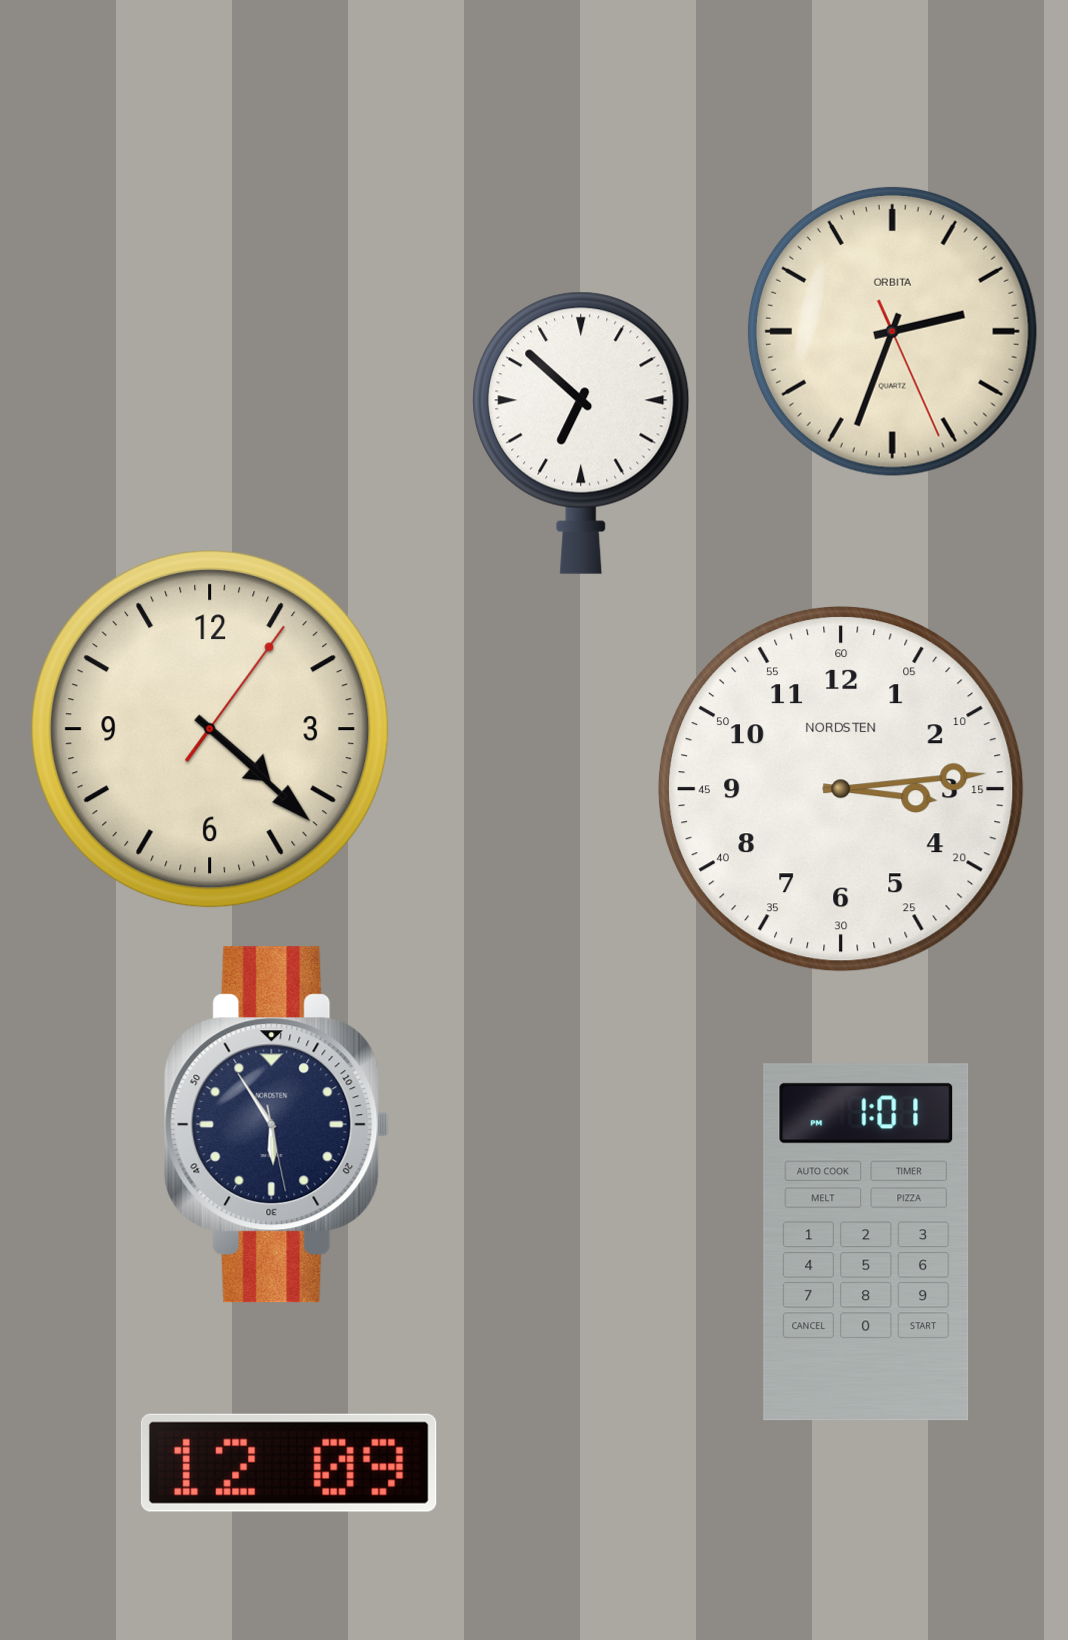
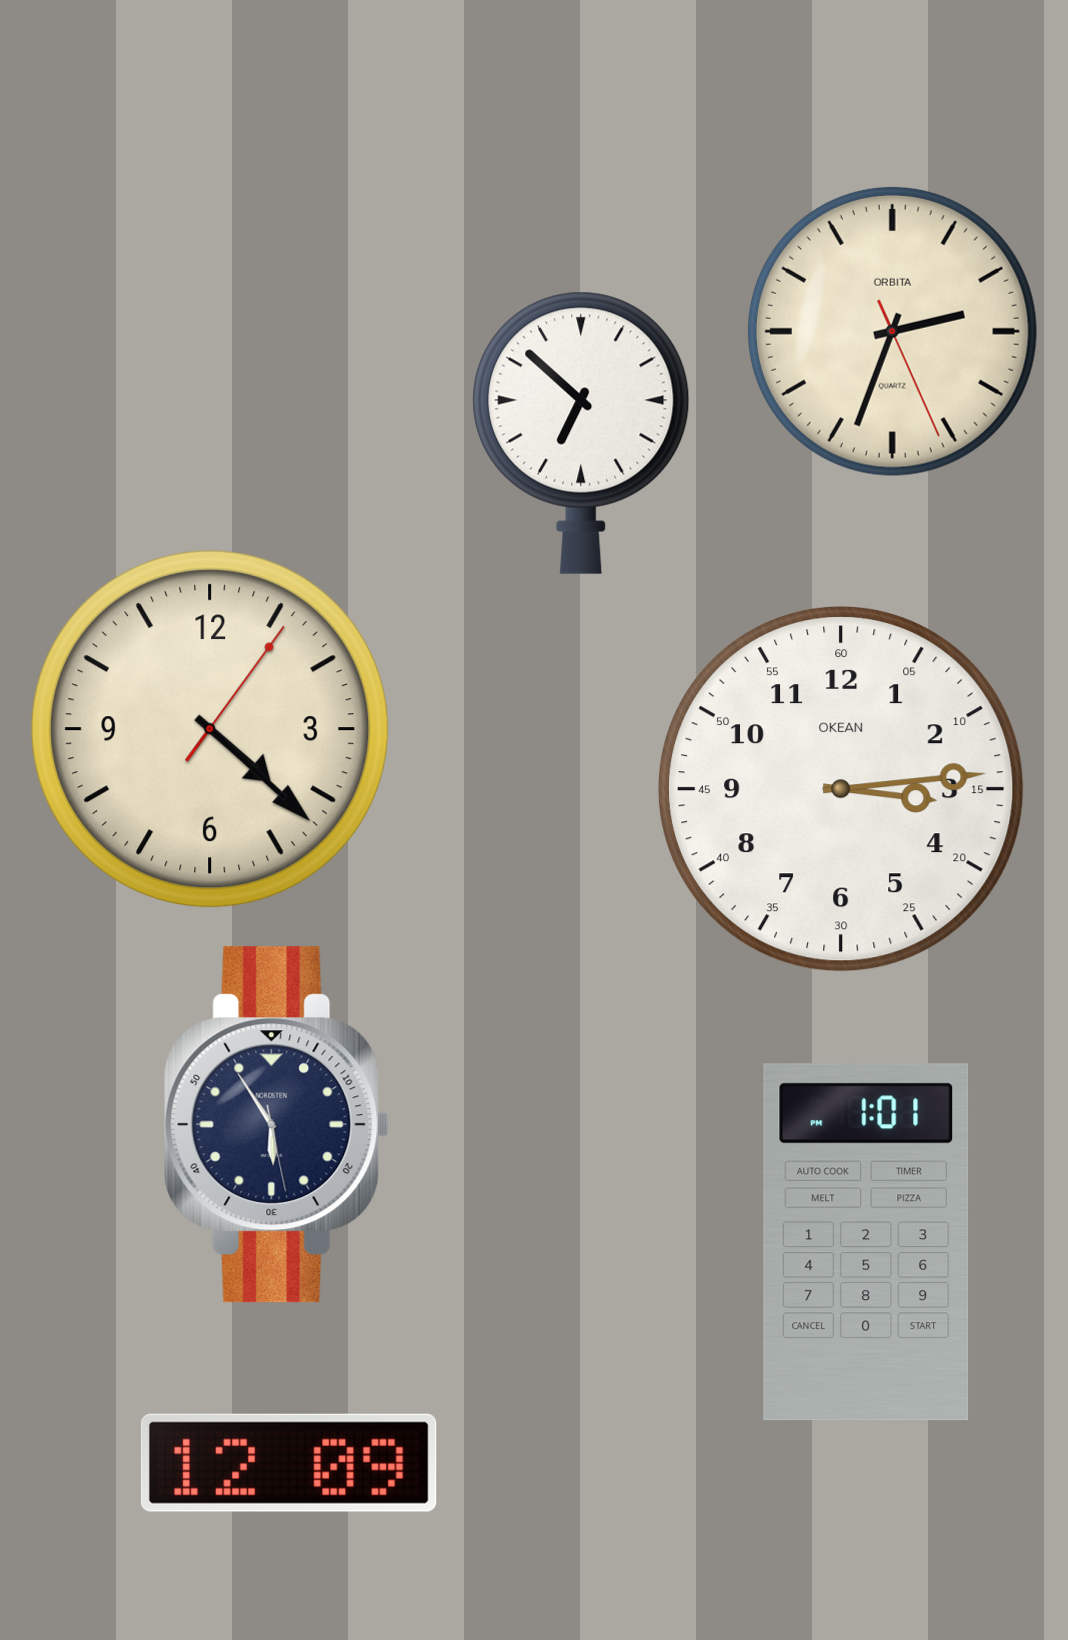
clock at (841, 789) brand: NORDSTEN -> OKEAN
